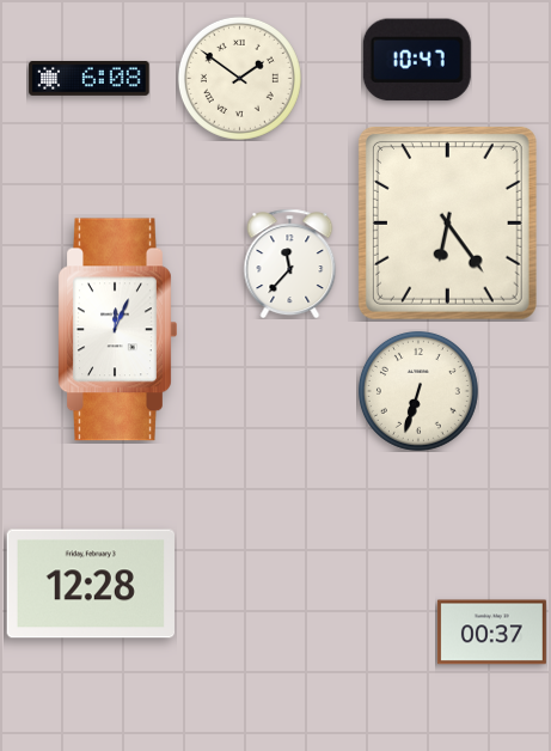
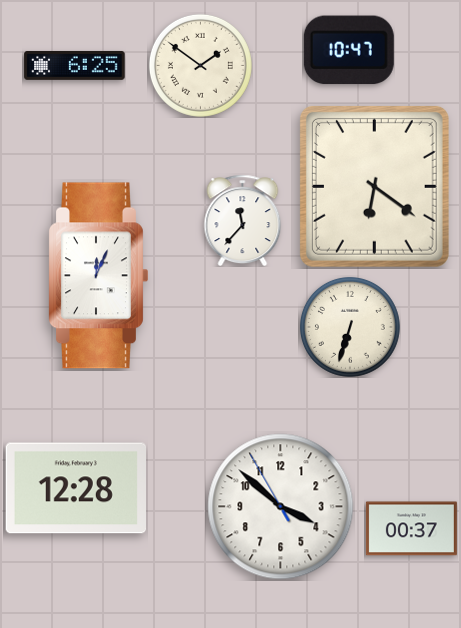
clock at (90, 78): 6:08 -> 6:25
clock at (447, 222): 6:24 -> 6:21
clock at (281, 507): none -> 3:51
